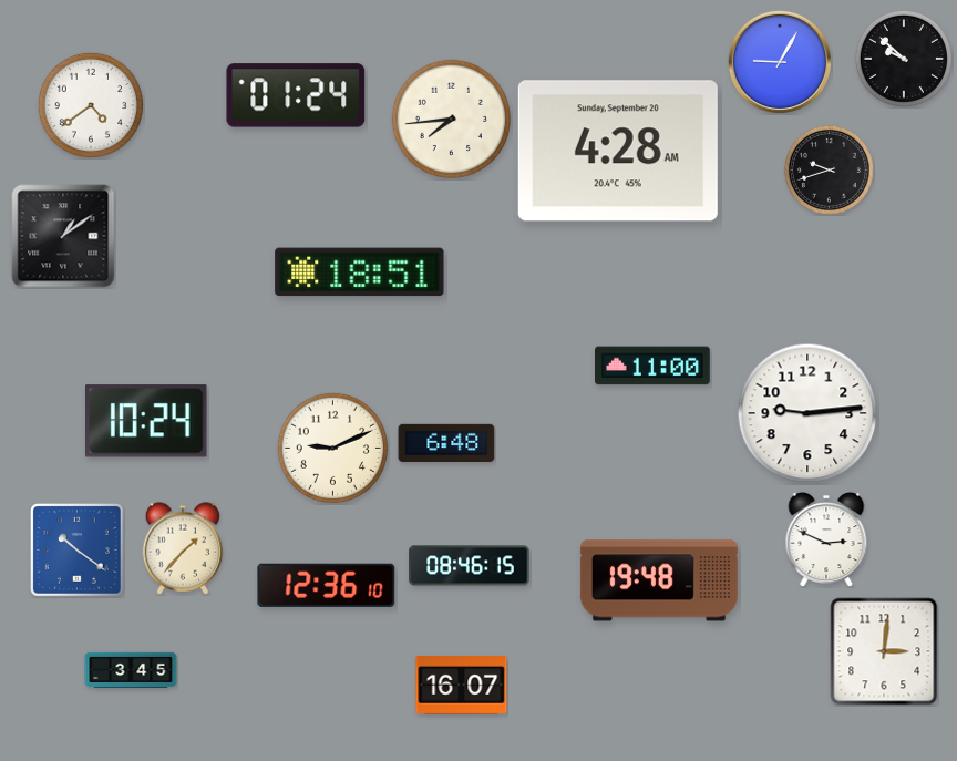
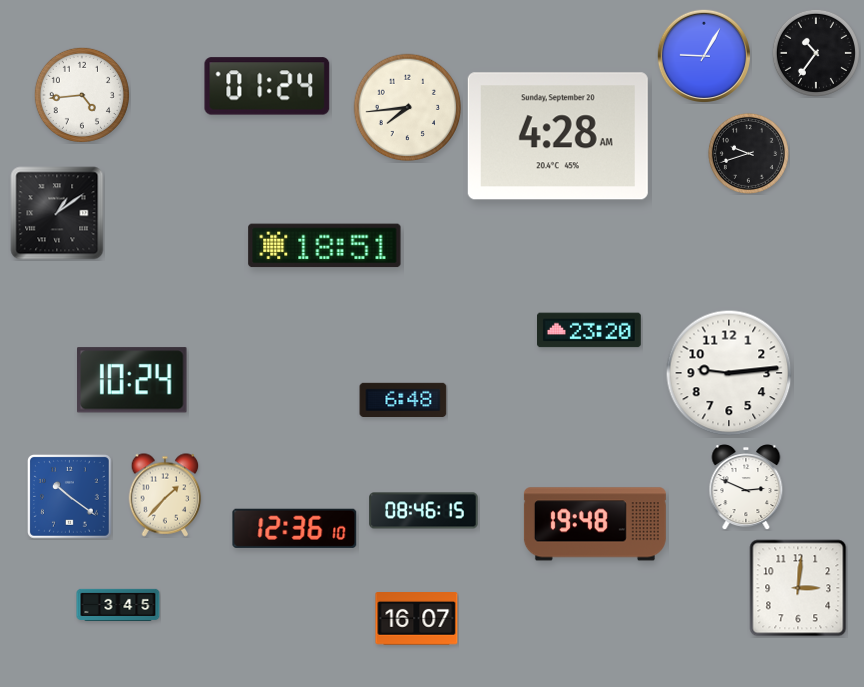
clock at (904, 59): 9:52 -> 10:36
clock at (91, 105): 4:39 -> 4:44
clock at (654, 366): 11:00 -> 23:20
clock at (332, 448): 9:11 -> none
